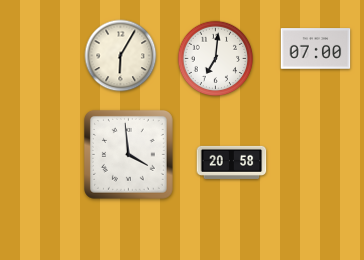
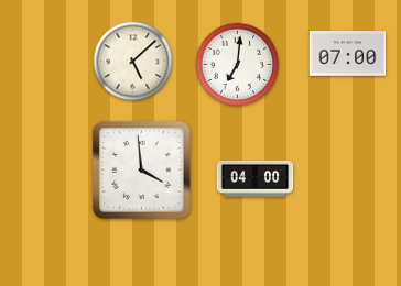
clock at (121, 56): 6:05 -> 5:08
clock at (232, 162): 20:58 -> 04:00
